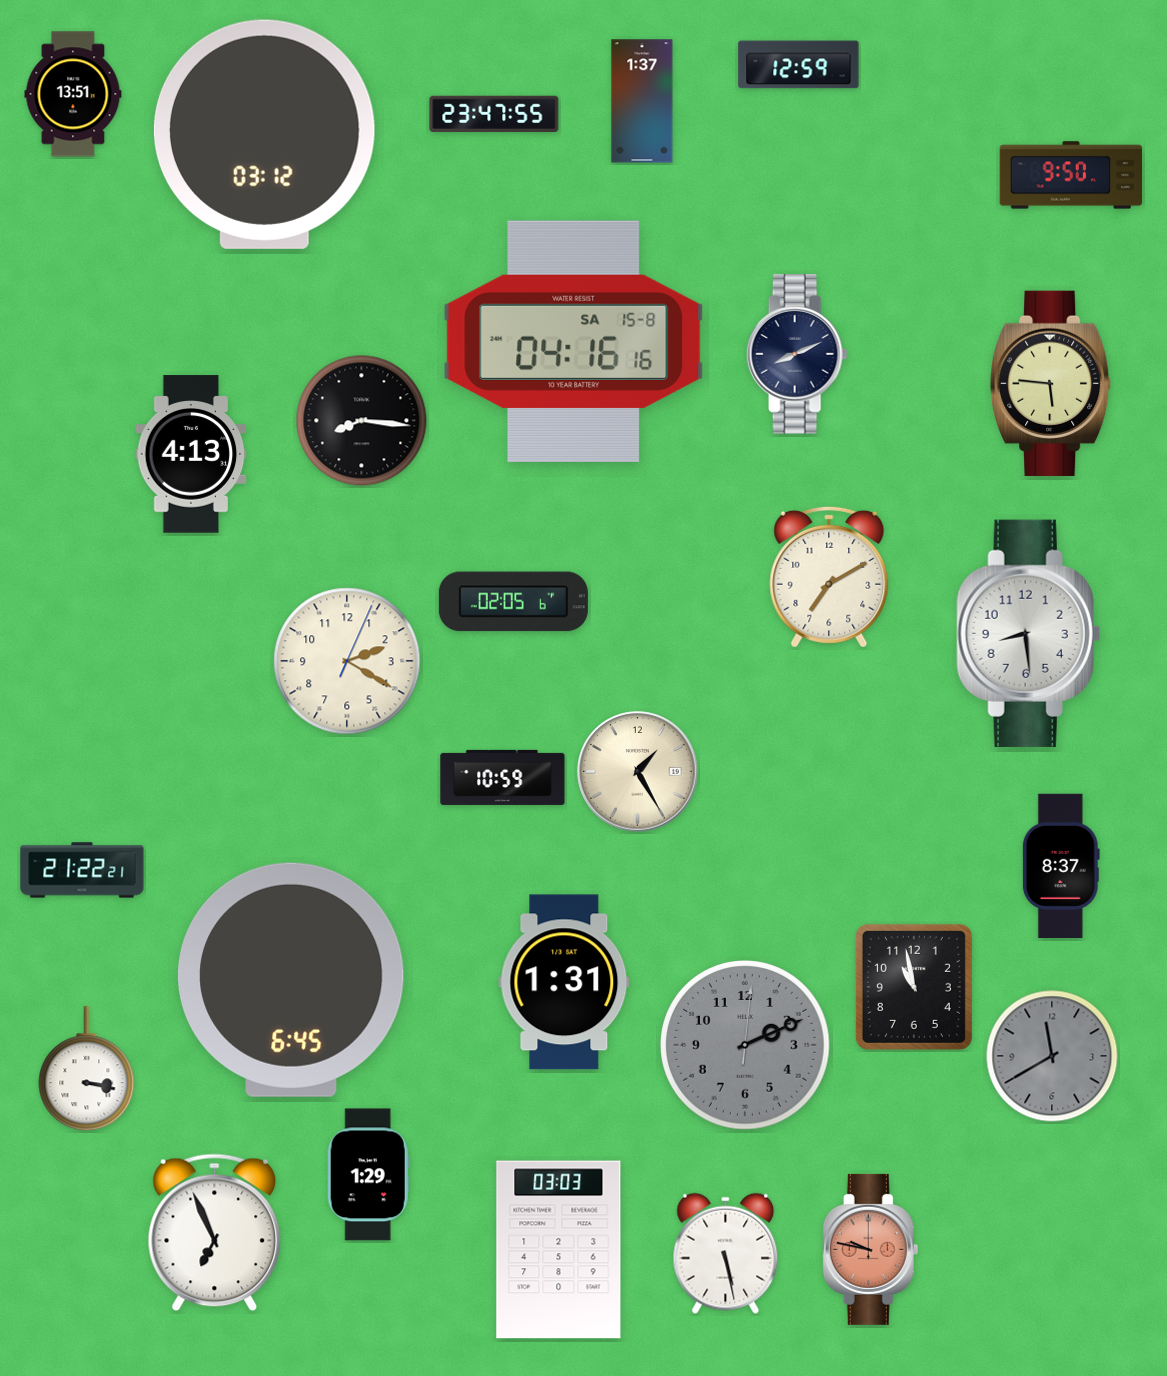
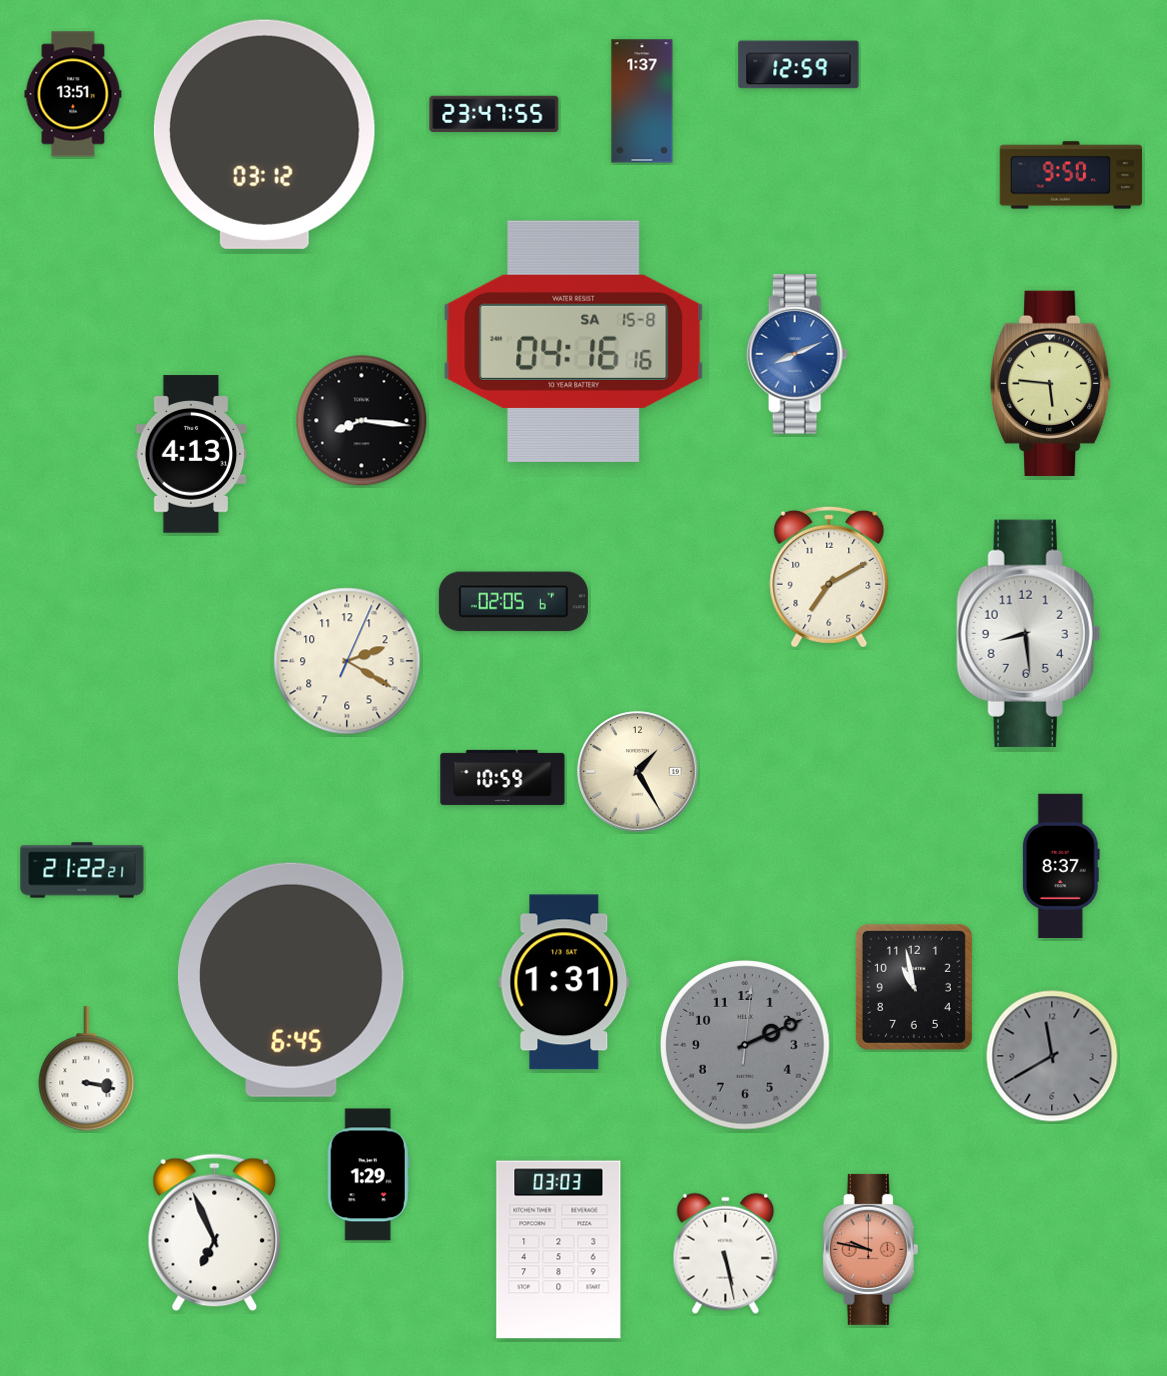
clock at (797, 354) dial: navy -> blue
